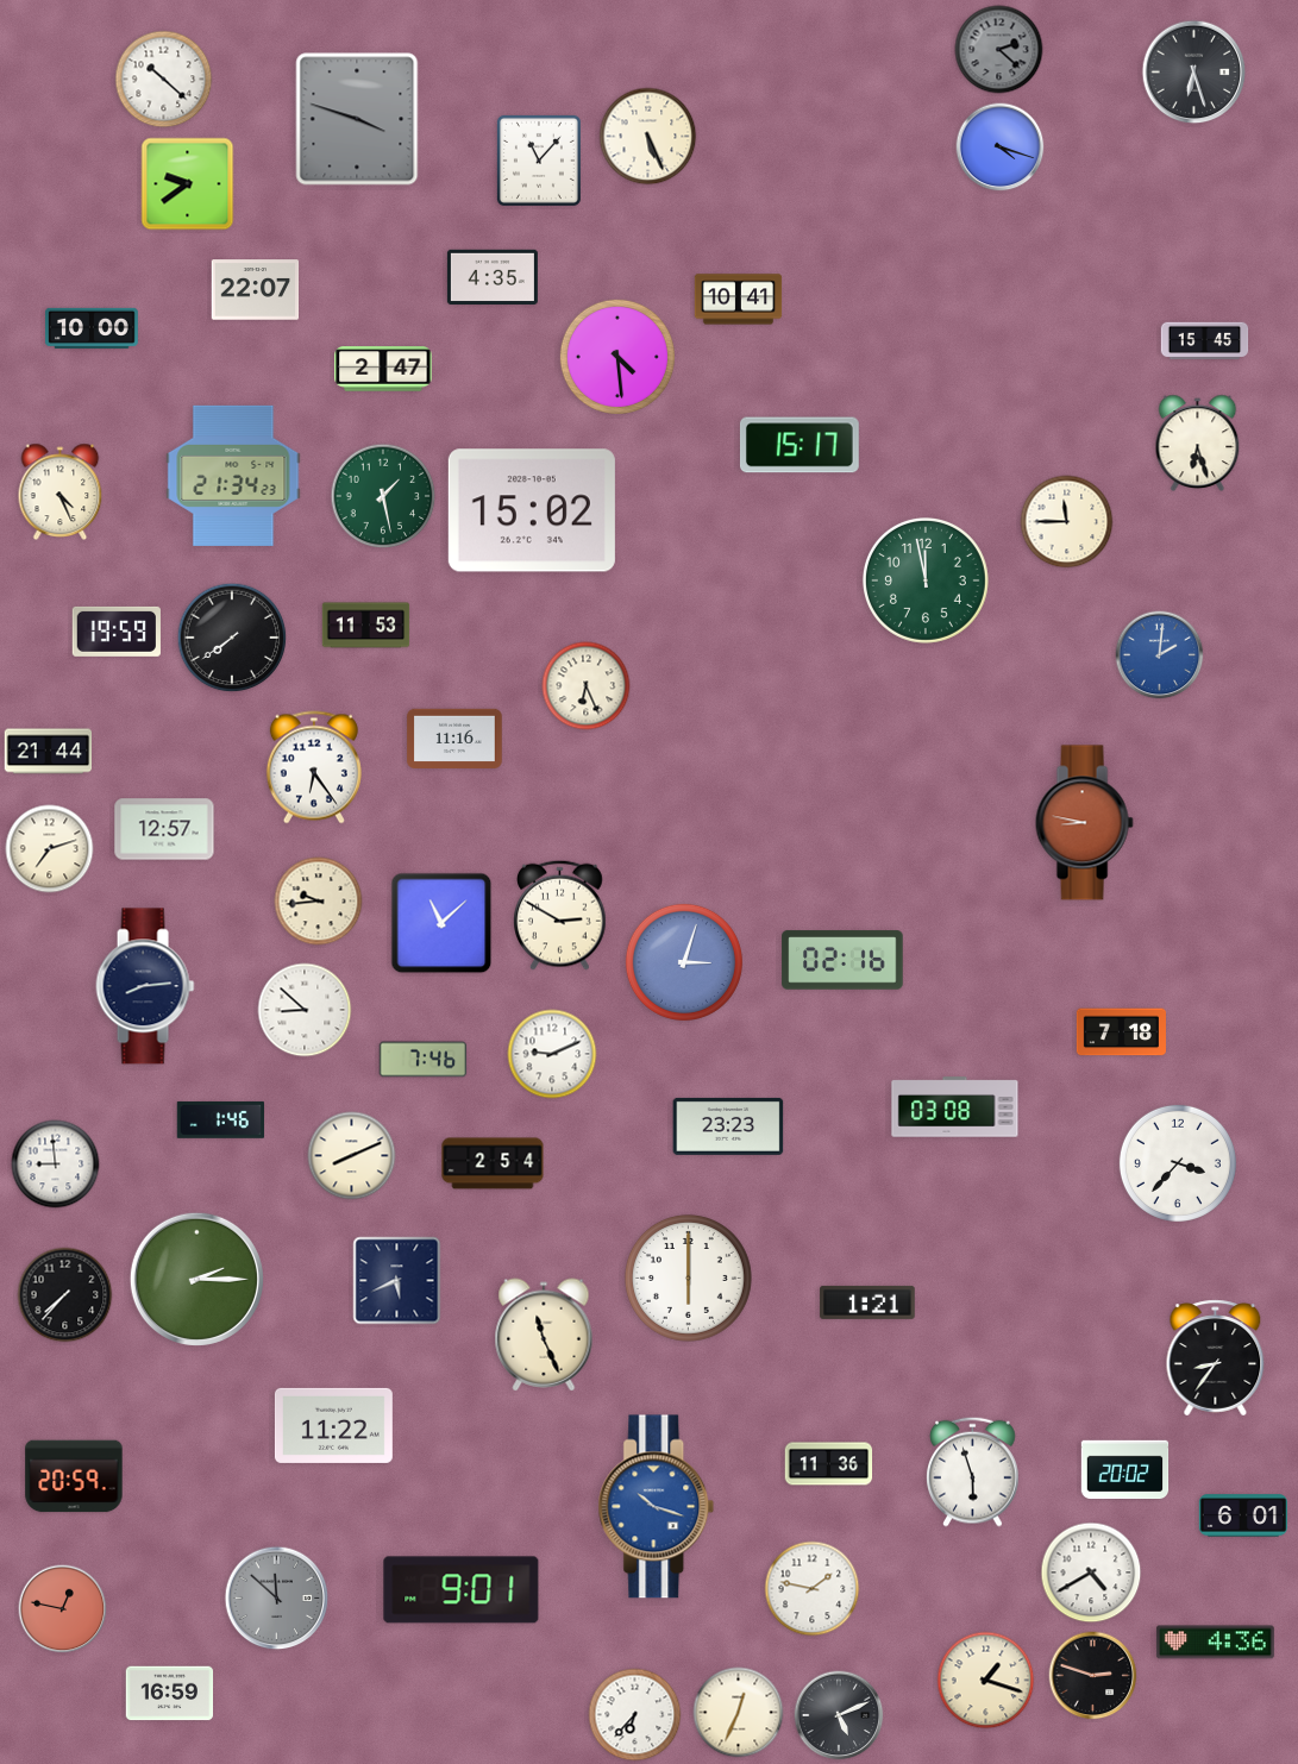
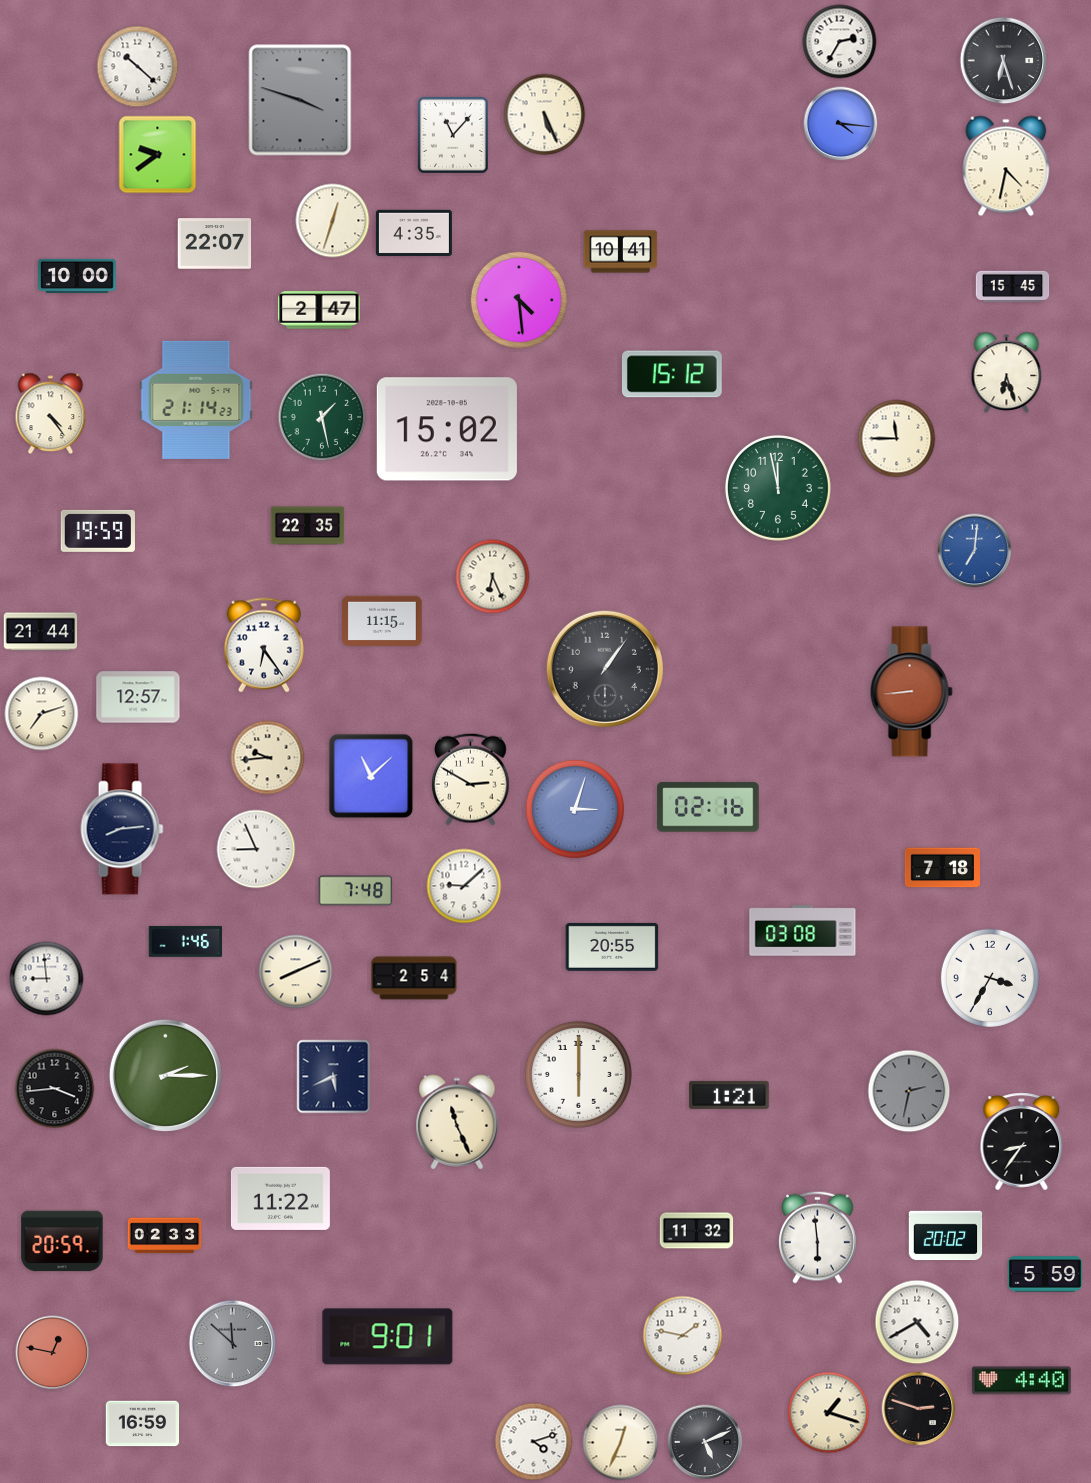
clock at (999, 50): 2:22 -> 2:35
clock at (999, 50) dial: grey -> white
clock at (1001, 147): 4:18 -> 4:16
clock at (1006, 166): none -> 4:32
clock at (333, 221): none -> 12:33
clock at (383, 369) position: (383, 369) -> (319, 310)
clock at (800, 445): 15:17 -> 15:12
clock at (233, 476): 21:34 -> 21:14
clock at (61, 491): 4:26 -> 4:24
clock at (366, 626): 11:53 -> 22:35
clock at (232, 638): 7:39 -> none
clock at (1160, 655): 2:01 -> 7:01
clock at (454, 737): 11:16 -> 11:15
clock at (605, 669): none -> 1:06
clock at (1084, 823): 8:47 -> 8:44
clock at (560, 915) position: (560, 915) -> (471, 779)
clock at (305, 1010): 8:52 -> 8:56
clock at (552, 1054): 9:11 -> 9:08
clock at (424, 1060): 7:46 -> 7:48
clock at (728, 1126): 23:23 -> 20:55
clock at (1178, 1163): 3:37 -> 3:35
clock at (65, 1295): 7:37 -> 3:44
clock at (909, 1091): none -> 2:32
clock at (829, 1464): 11:36 -> 11:32
clock at (165, 1236): none -> 02:33
clock at (973, 1471): 5:57 -> 5:59
clock at (657, 1507): 10:18 -> none
clock at (1242, 1515): 6:01 -> 5:59
clock at (1215, 1643): 4:36 -> 4:40
clock at (739, 1713) position: (739, 1713) -> (621, 1443)
clock at (635, 1715): 6:37 -> 4:12
